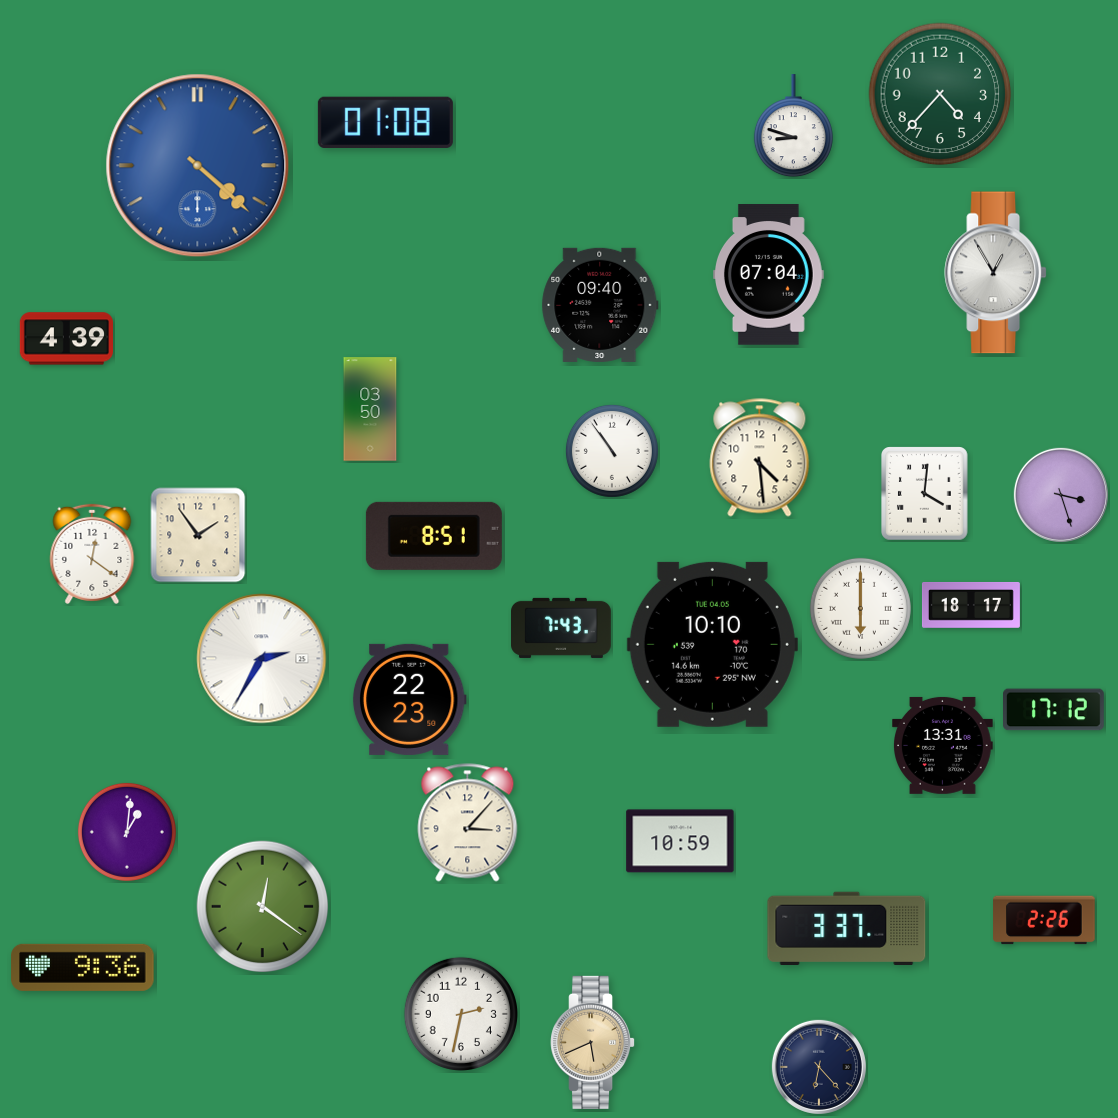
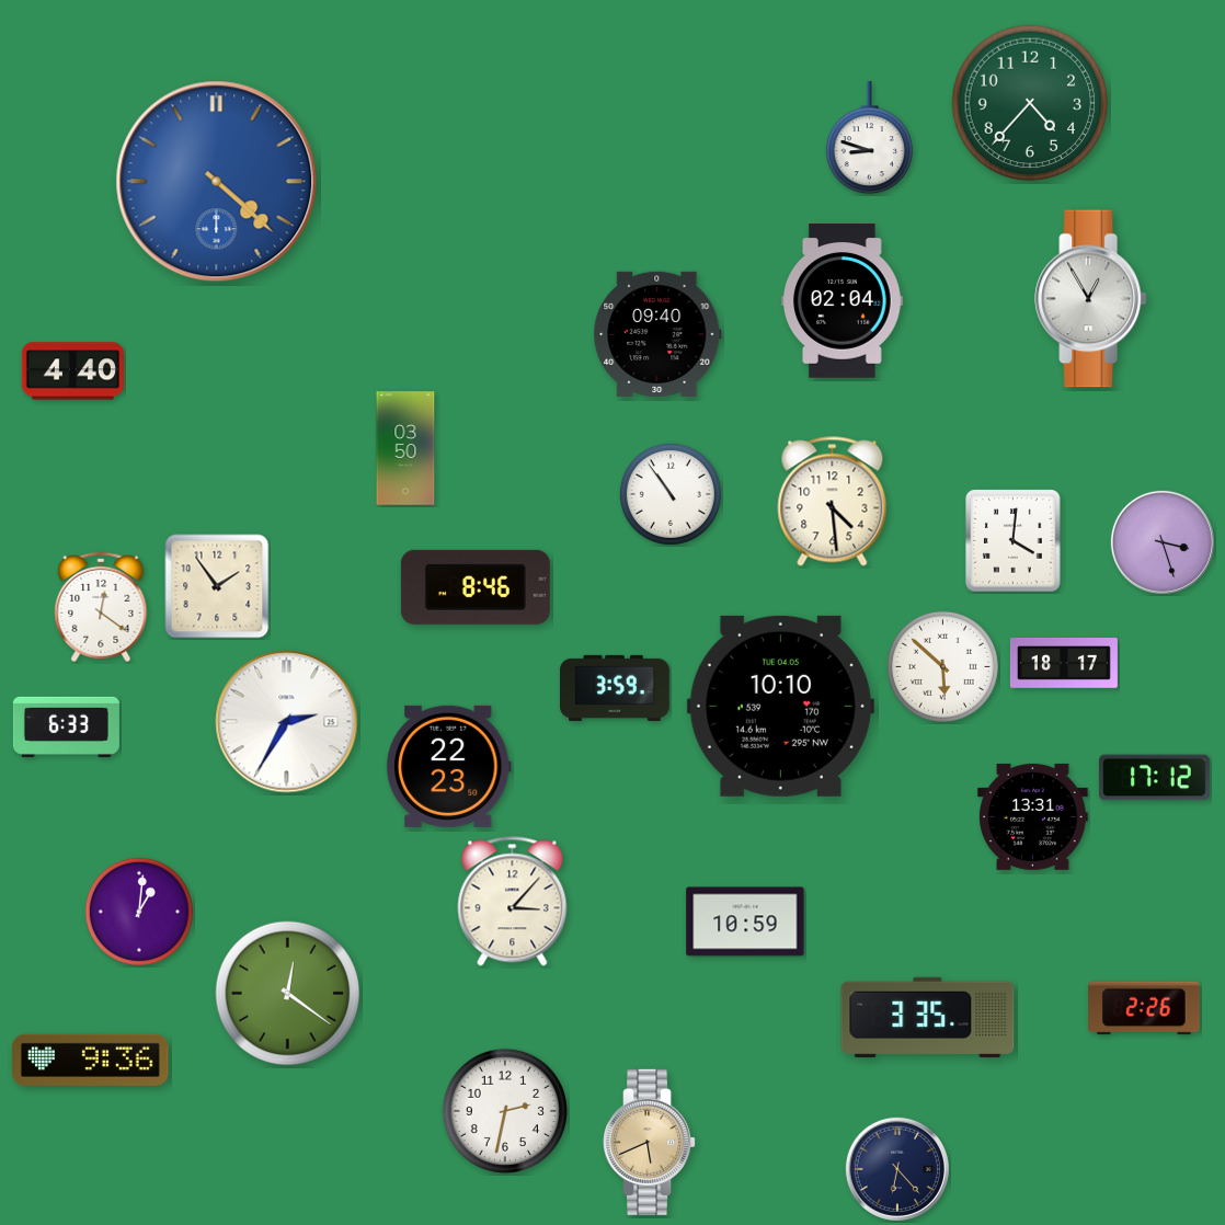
clock at (385, 122): 01:08 -> none
clock at (769, 275): 07:04 -> 02:04
clock at (66, 339): 4:39 -> 4:40
clock at (434, 536): 8:51 -> 8:46
clock at (860, 608): 6:00 -> 5:52
clock at (562, 628): 7:43 -> 3:59
clock at (66, 726): none -> 6:33
clock at (847, 928): 3:37 -> 3:35
